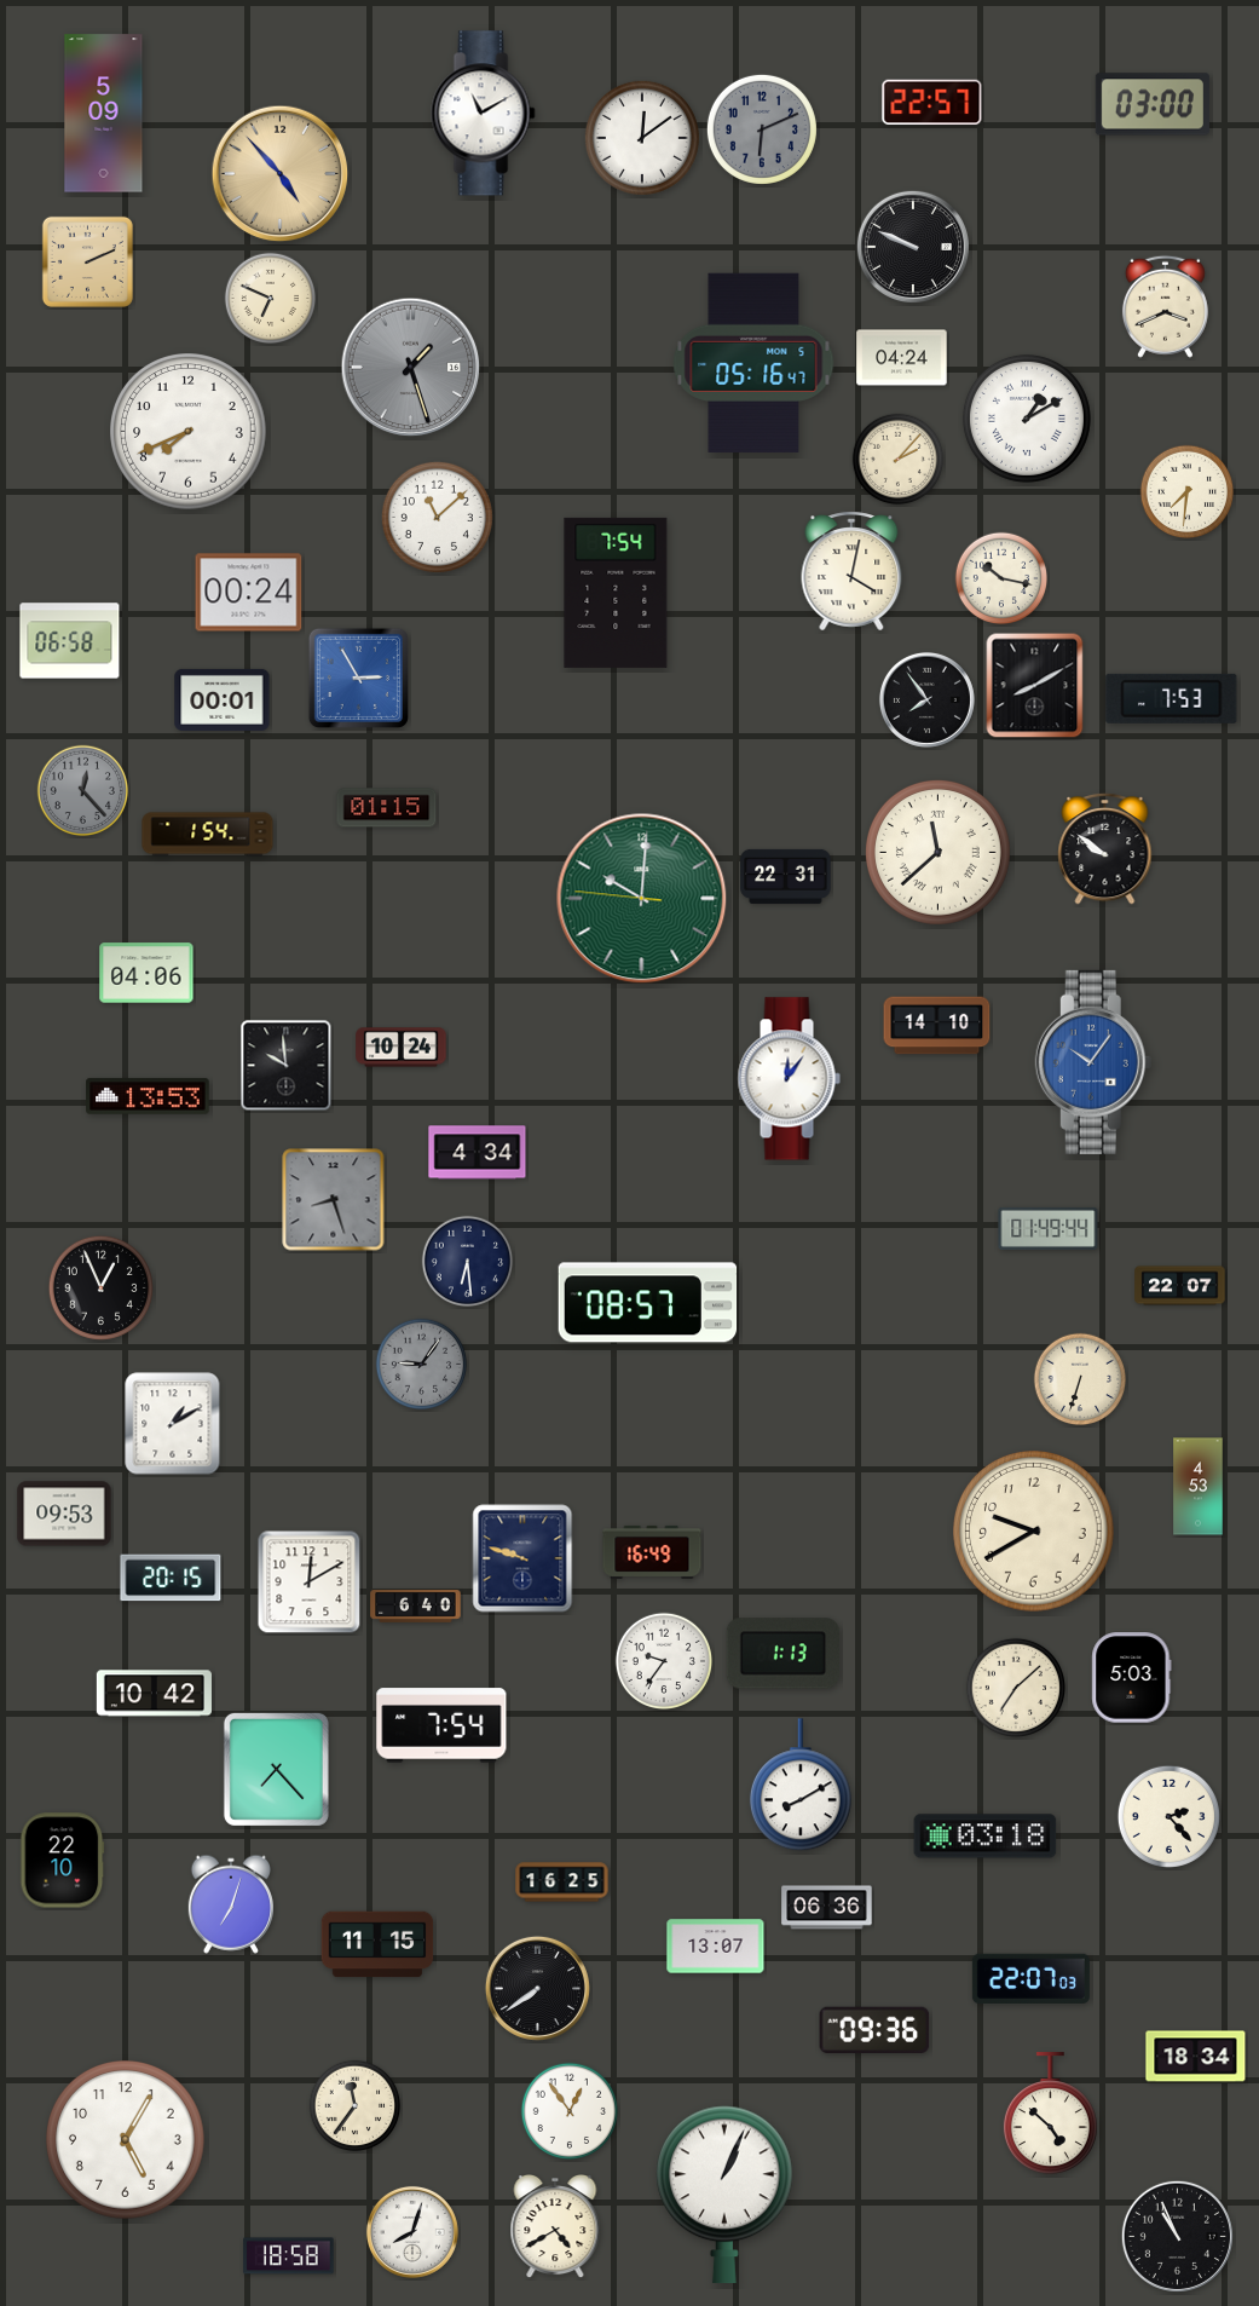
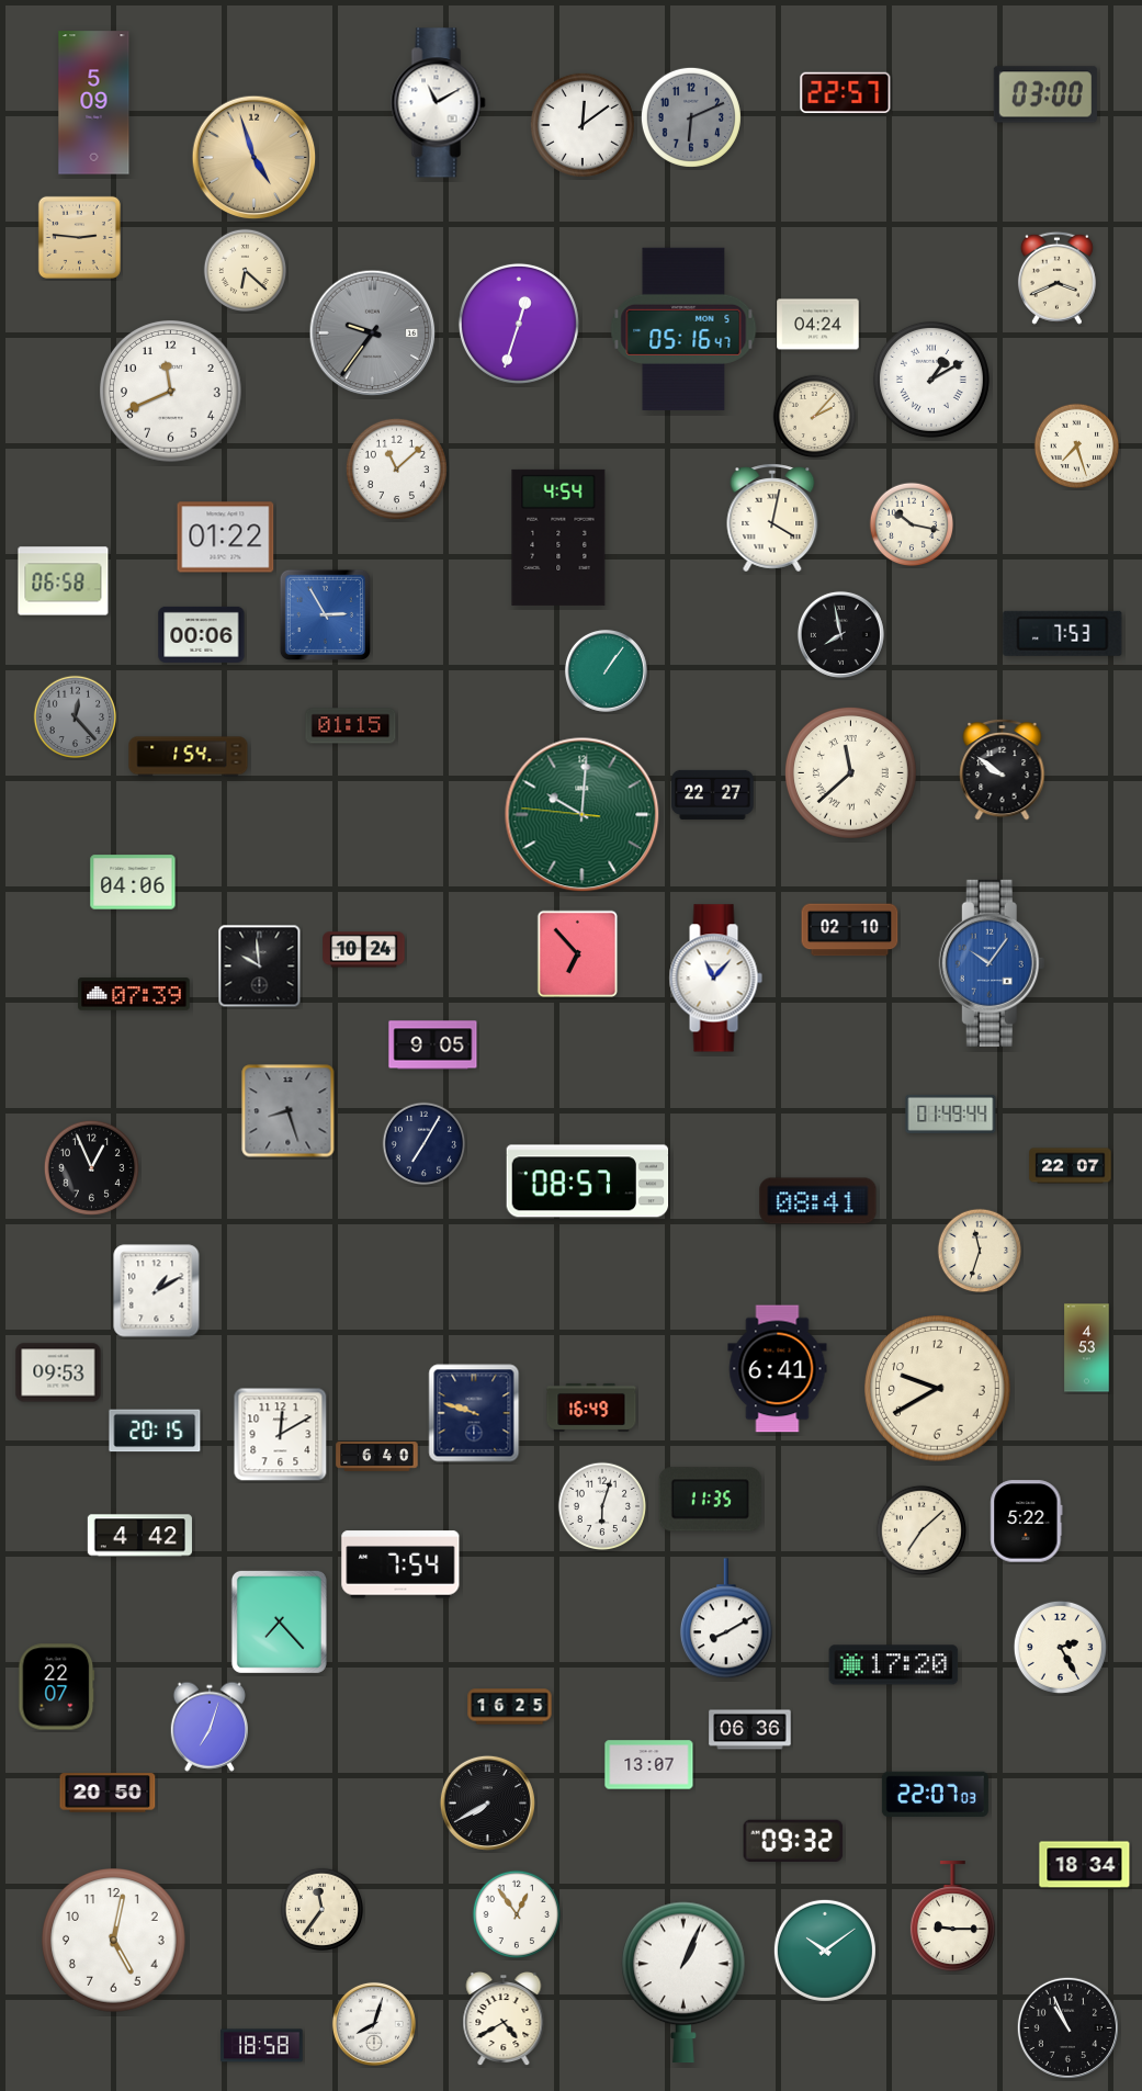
clock at (281, 174): 4:53 -> 4:57
clock at (913, 247): 9:49 -> none
clock at (87, 261): 2:11 -> 2:46
clock at (271, 299): 6:49 -> 6:22
clock at (519, 324): none -> 12:33
clock at (411, 368): 1:27 -> 9:36
clock at (189, 432): 7:41 -> 11:41
clock at (1188, 492): 7:31 -> 7:27
clock at (1001, 578) position: (1001, 578) -> (912, 524)
clock at (249, 593): 00:24 -> 01:22
clock at (616, 593): 7:54 -> 4:54
clock at (1035, 686): 8:10 -> none
clock at (223, 699): 00:01 -> 00:06
clock at (926, 699): 7:54 -> 7:58
clock at (606, 670): none -> 1:06
clock at (387, 808) position: (387, 808) -> (351, 726)
clock at (786, 876): 22:31 -> 22:27
clock at (937, 1026): 14:10 -> 02:10
clock at (578, 954): none -> 6:53
clock at (789, 1079): 12:06 -> 11:07
clock at (148, 1096): 13:53 -> 07:39
clock at (478, 1153): 4:34 -> 9:05
clock at (334, 1200) position: (334, 1200) -> (289, 1111)
clock at (468, 1262): 6:29 -> 7:05
clock at (818, 1201): none -> 08:41
clock at (422, 1365): 9:06 -> none
clock at (1080, 1379): 6:33 -> 11:33
clock at (778, 1369): none -> 6:41
clock at (782, 1654): 1:13 -> 11:35
clock at (663, 1660): 9:36 -> 6:03
clock at (1132, 1678): 5:03 -> 5:22
clock at (154, 1694): 10:42 -> 4:42
clock at (276, 1769) position: (276, 1769) -> (279, 1621)
clock at (1168, 1816): 2:23 -> 2:25
clock at (986, 1837): 03:18 -> 17:20
clock at (63, 1861): 22:10 -> 22:07
clock at (377, 1944): 11:15 -> none
clock at (108, 1793): none -> 20:50
clock at (537, 1988): 7:39 -> 7:40
clock at (874, 2029): 09:36 -> 09:32
clock at (1050, 2114): 4:52 -> 9:15
clock at (126, 2140): 5:05 -> 5:02
clock at (825, 1951): none -> 10:09
clock at (724, 2195) position: (724, 2195) -> (683, 1982)
